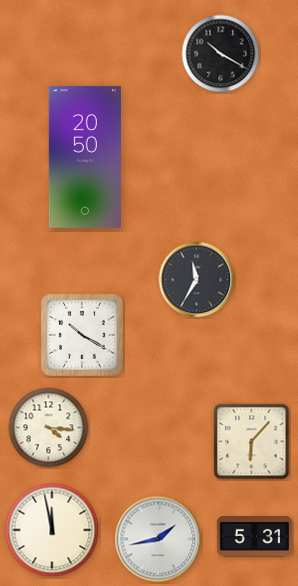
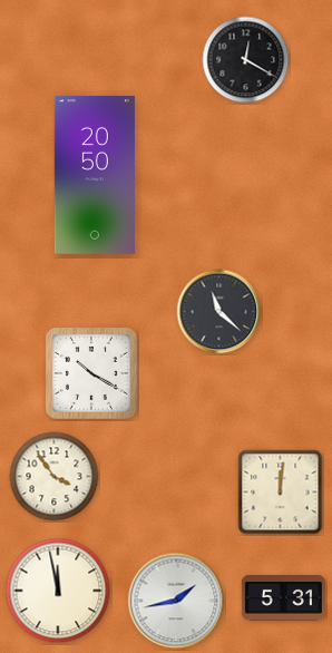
clock at (221, 54): 10:20 -> 12:20
clock at (197, 280): 11:35 -> 11:22
clock at (49, 428): 4:16 -> 3:54
clock at (252, 442): 6:07 -> 12:01
